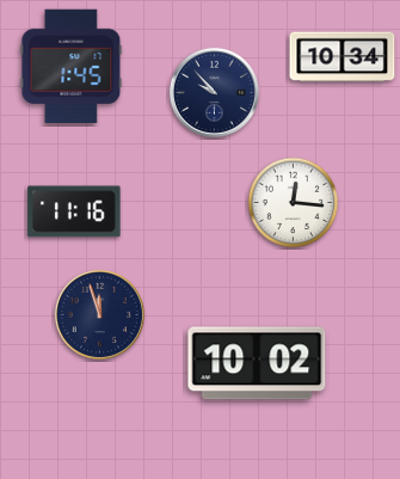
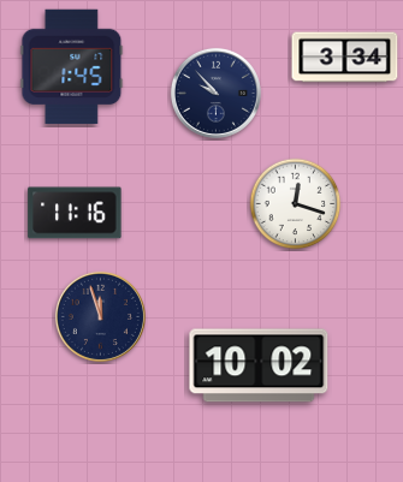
clock at (343, 57): 10:34 -> 3:34
clock at (294, 203): 12:16 -> 12:18
